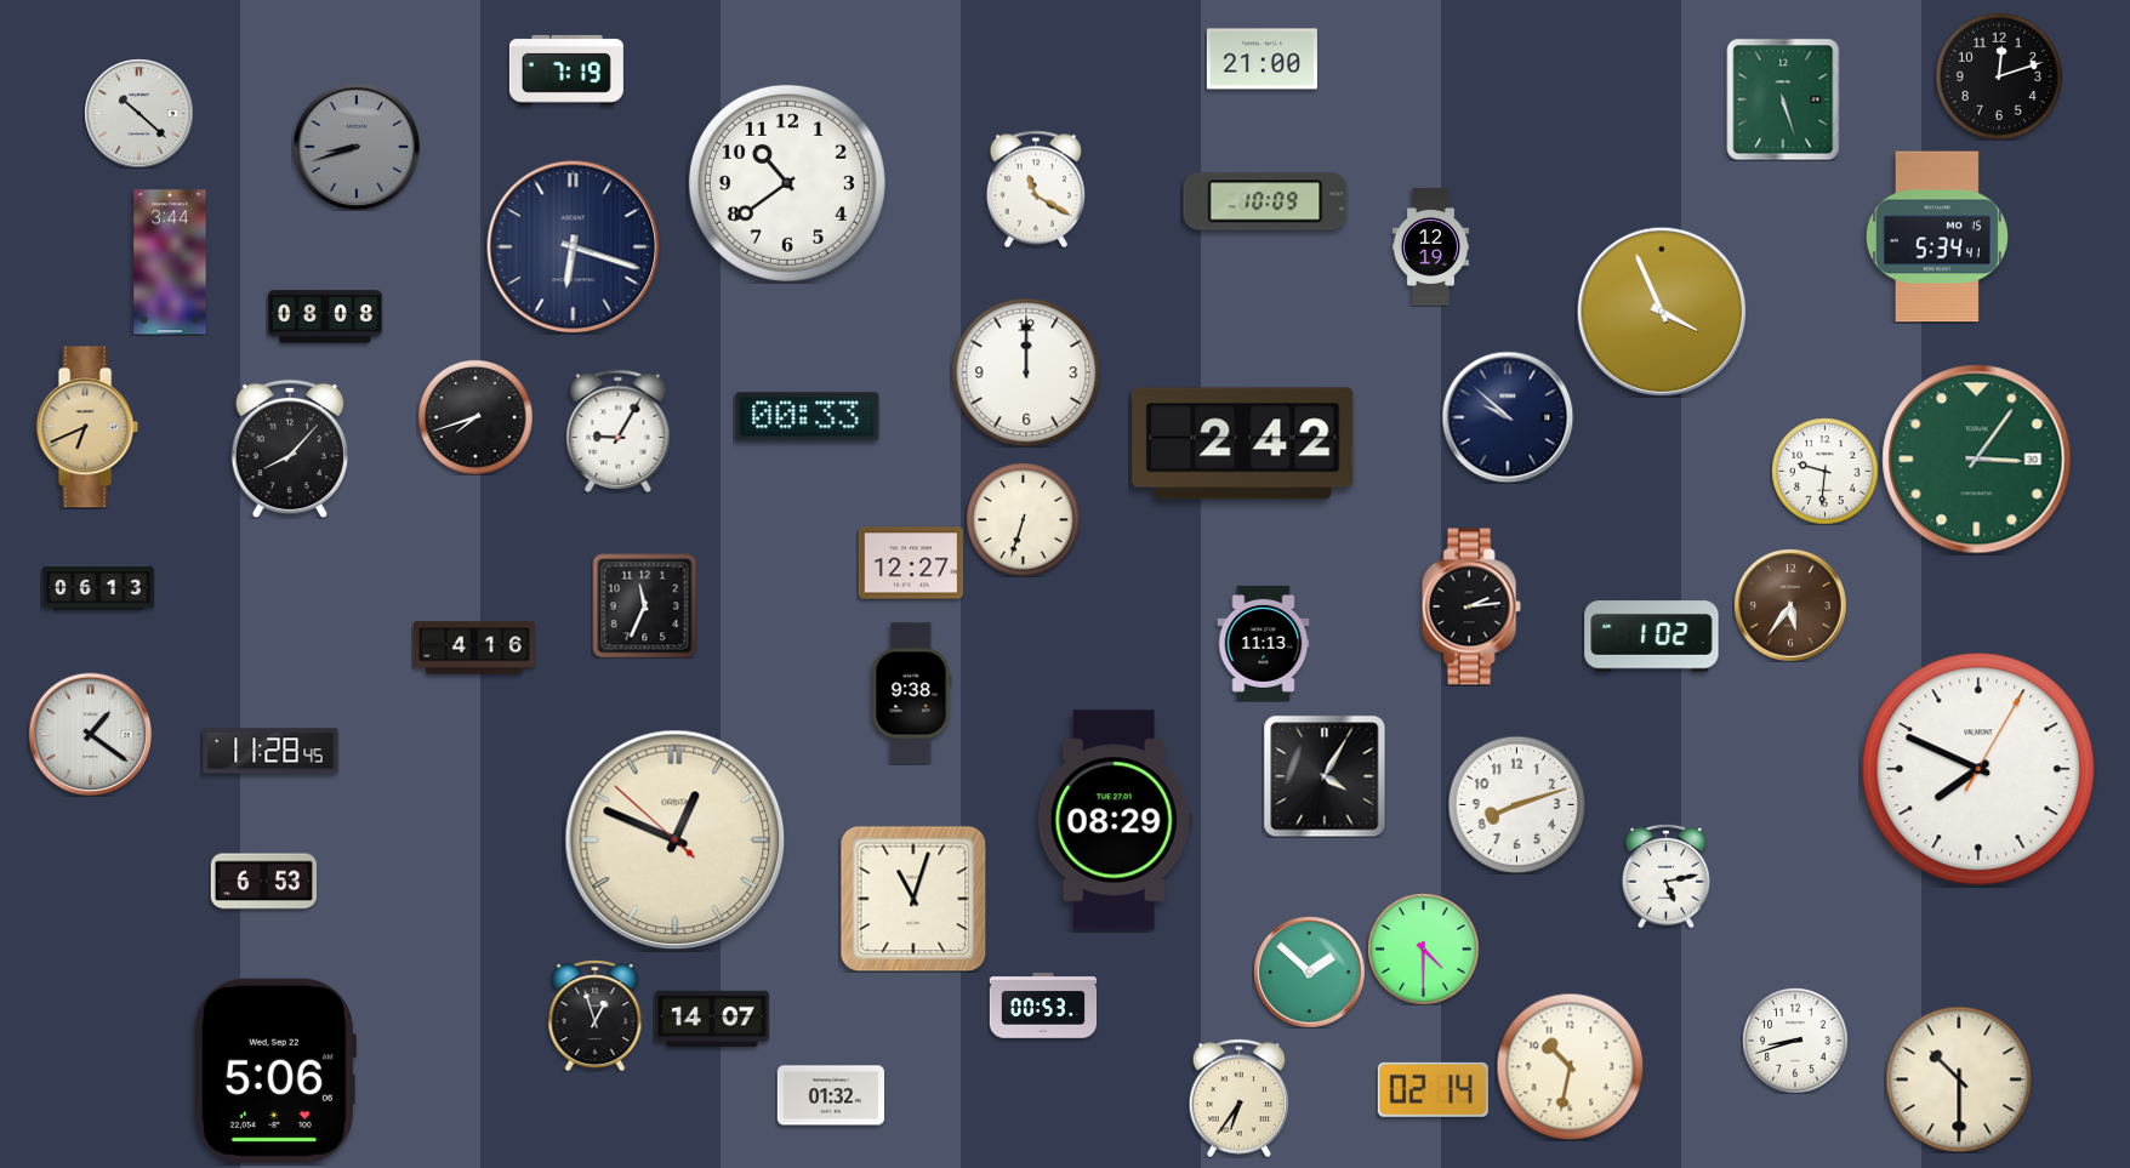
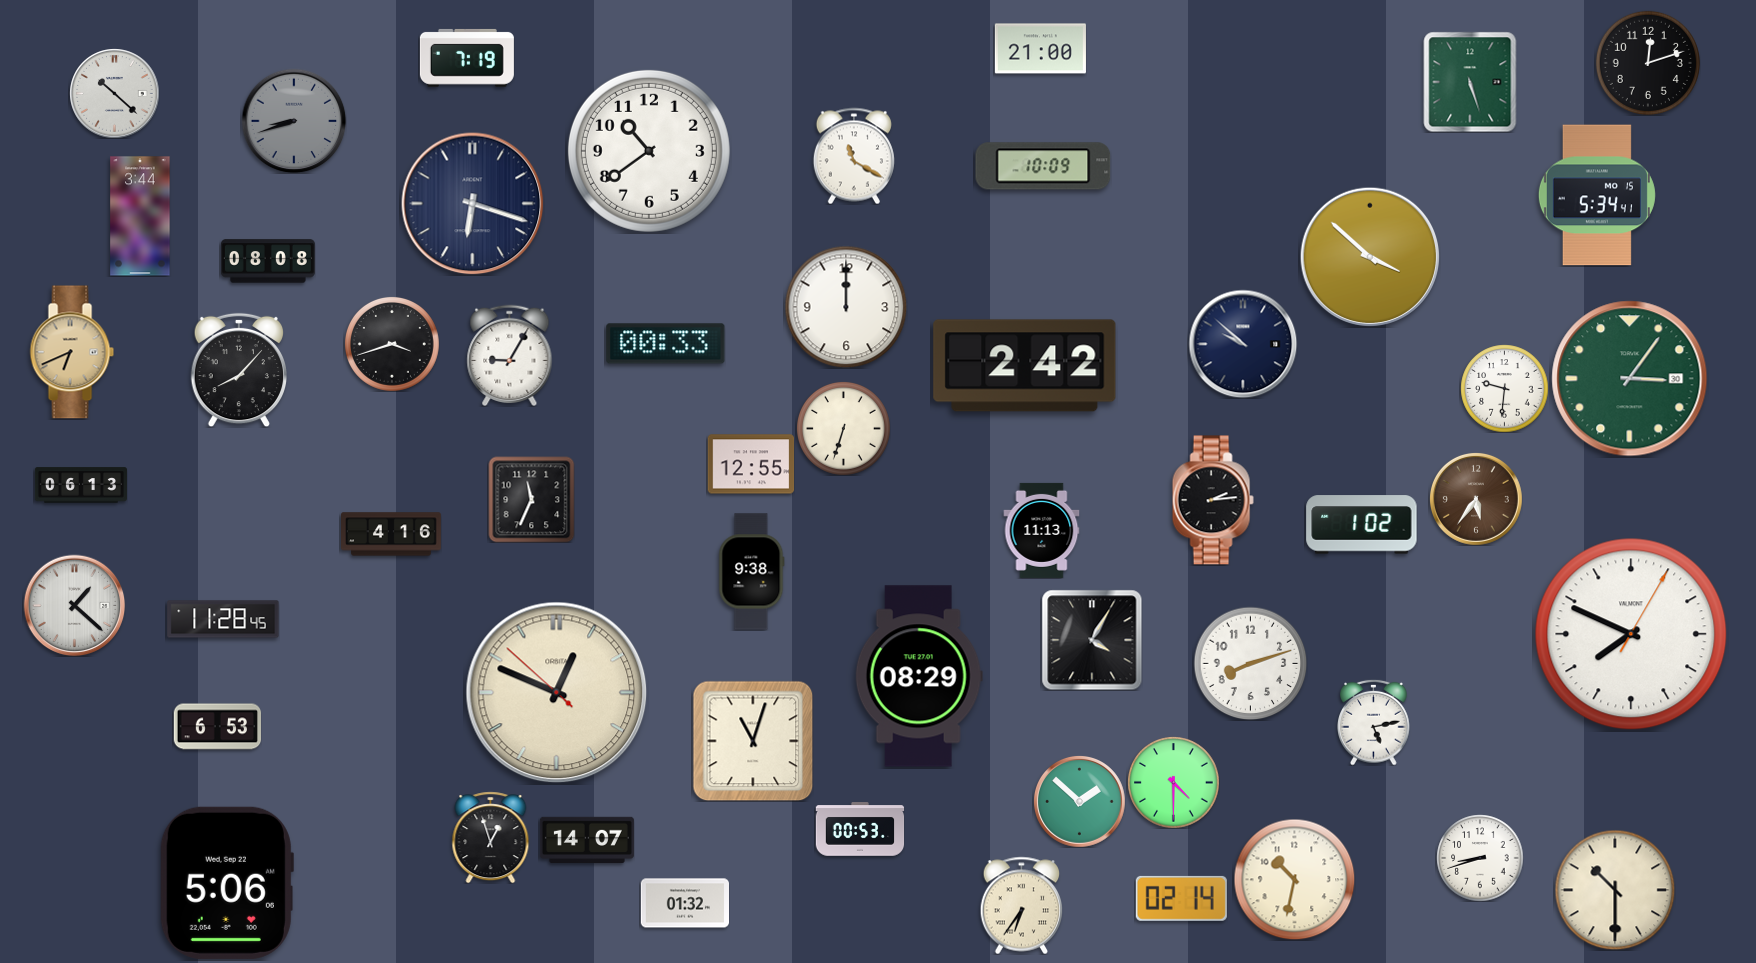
clock at (1430, 246): 12:19 -> none
clock at (1662, 312): 3:56 -> 3:52
clock at (475, 417): 7:42 -> 3:42
clock at (911, 563): 12:27 -> 12:55
clock at (90, 734): 1:21 -> 1:22
